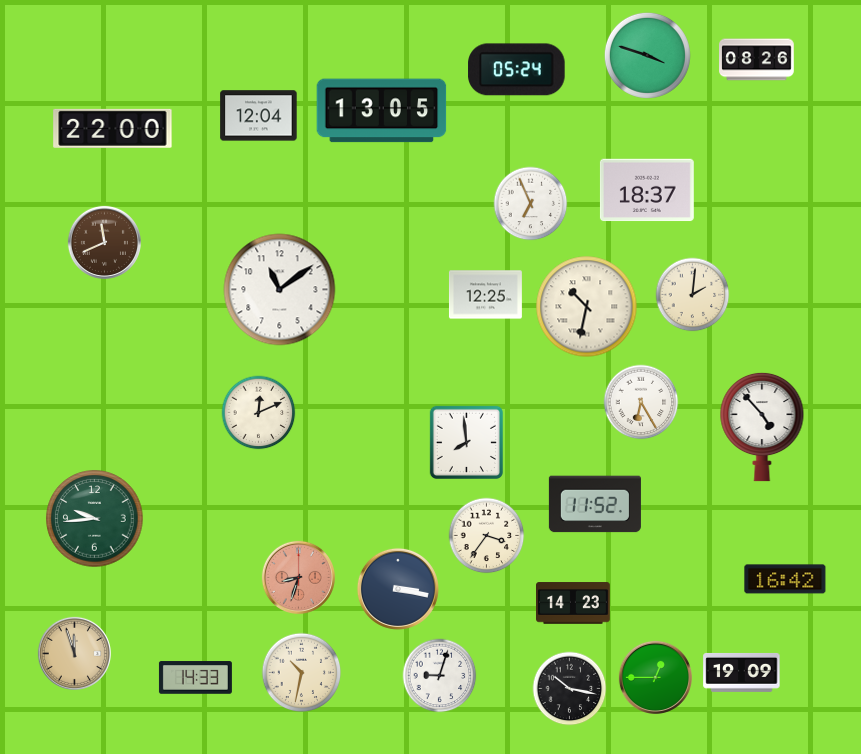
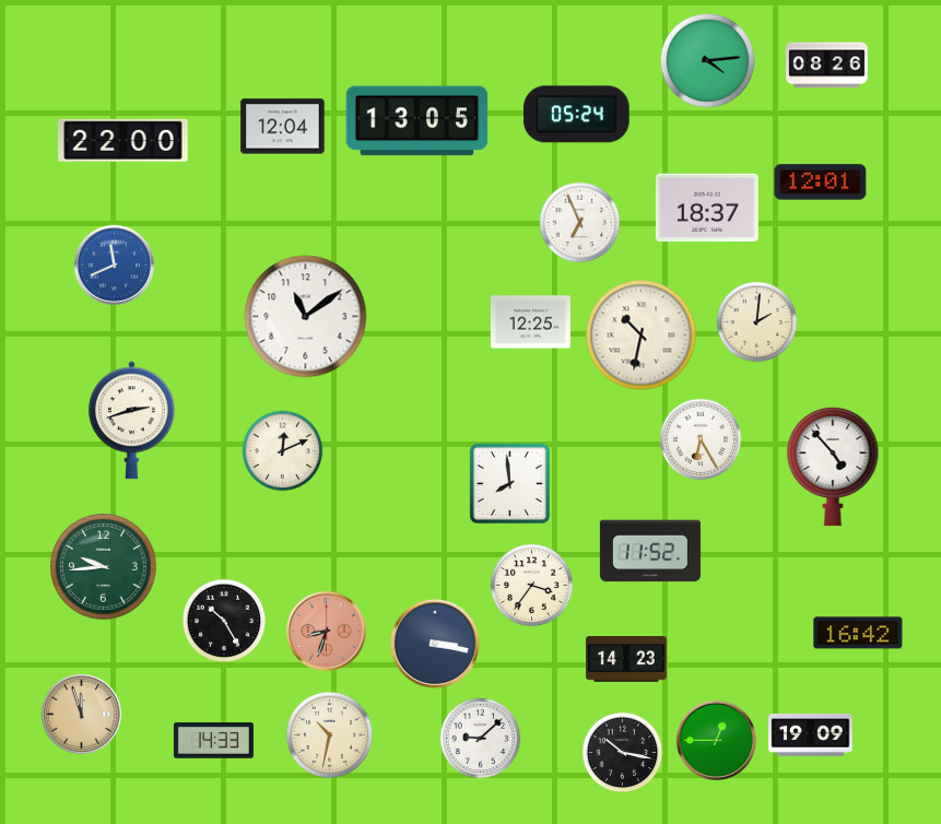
clock at (647, 55): 3:48 -> 4:14
clock at (517, 70) position: (517, 70) -> (577, 115)
clock at (821, 183): none -> 12:01
clock at (104, 242) dial: brown -> blue
clock at (131, 421): none -> 2:42
clock at (224, 621): none -> 10:25
clock at (440, 676): 9:03 -> 9:08
